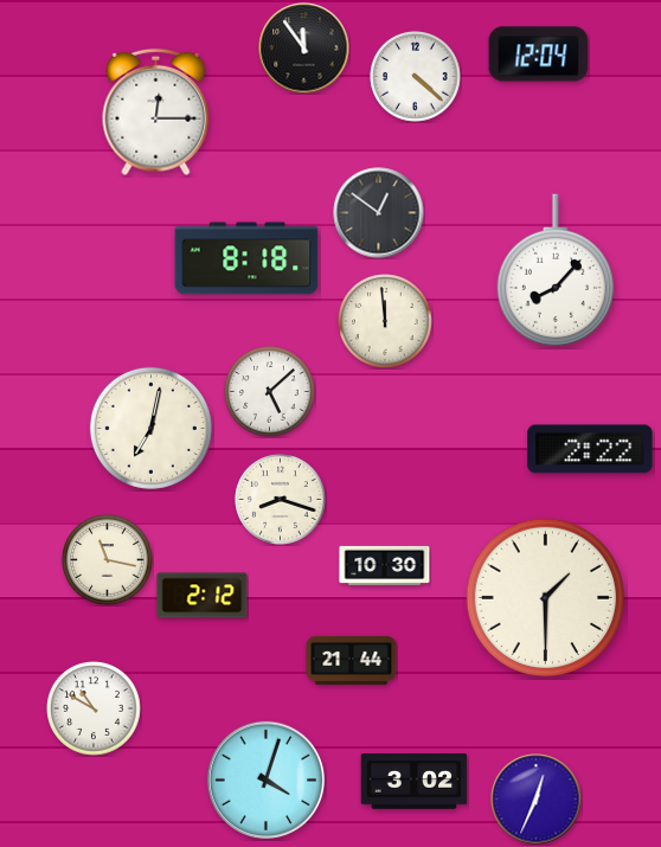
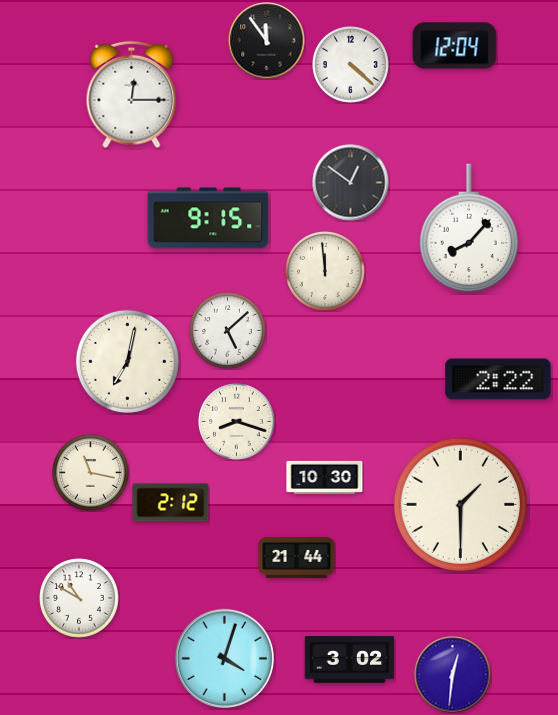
clock at (304, 49) position: (304, 49) -> (267, 41)
clock at (379, 213) position: (379, 213) -> (351, 183)
clock at (246, 258): 8:18 -> 9:15
clock at (537, 800): 12:34 -> 12:31
